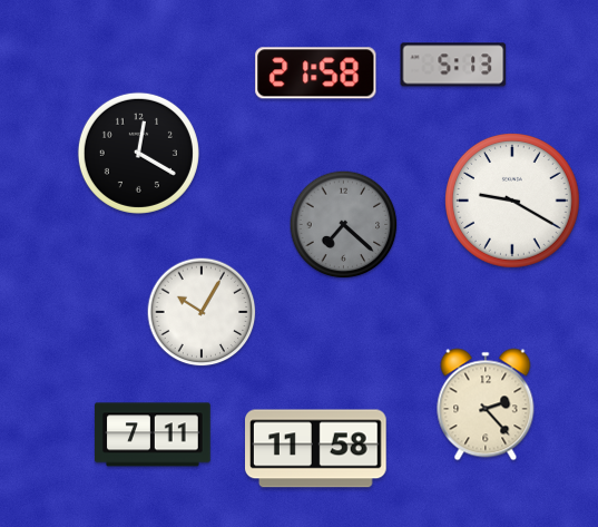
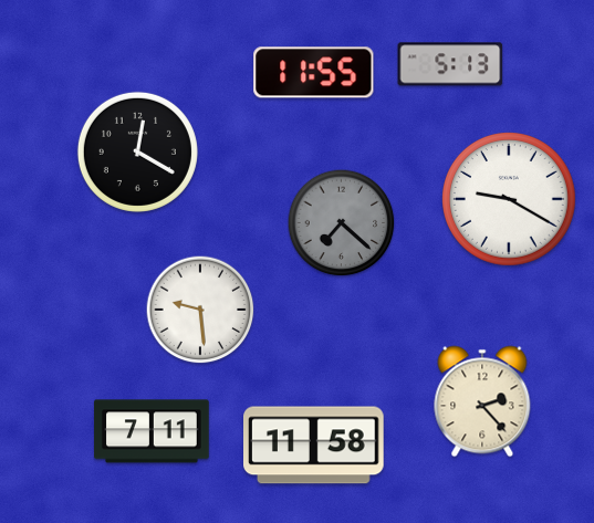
clock at (316, 74): 21:58 -> 11:55
clock at (202, 312): 10:05 -> 9:29
